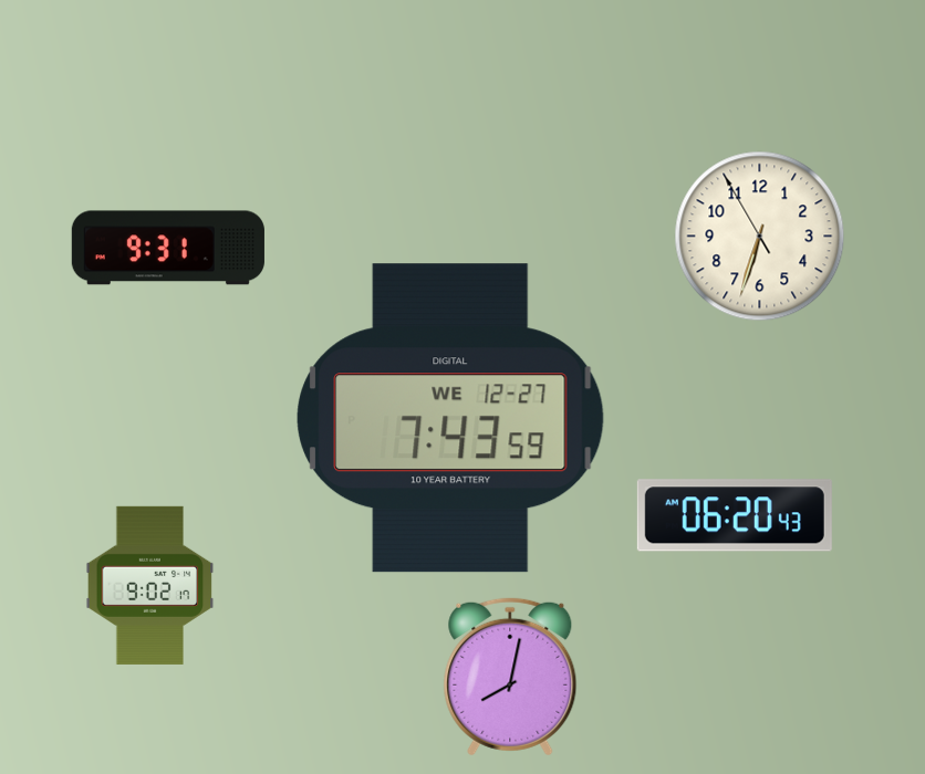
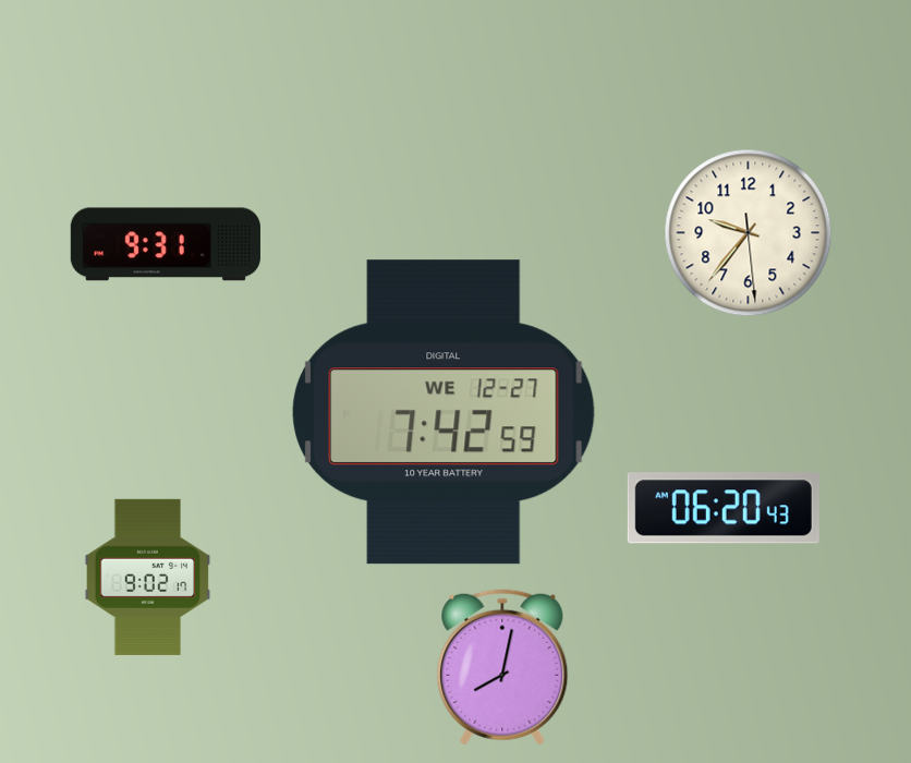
clock at (760, 237): 6:32 -> 9:36
clock at (450, 418): 7:43 -> 7:42
